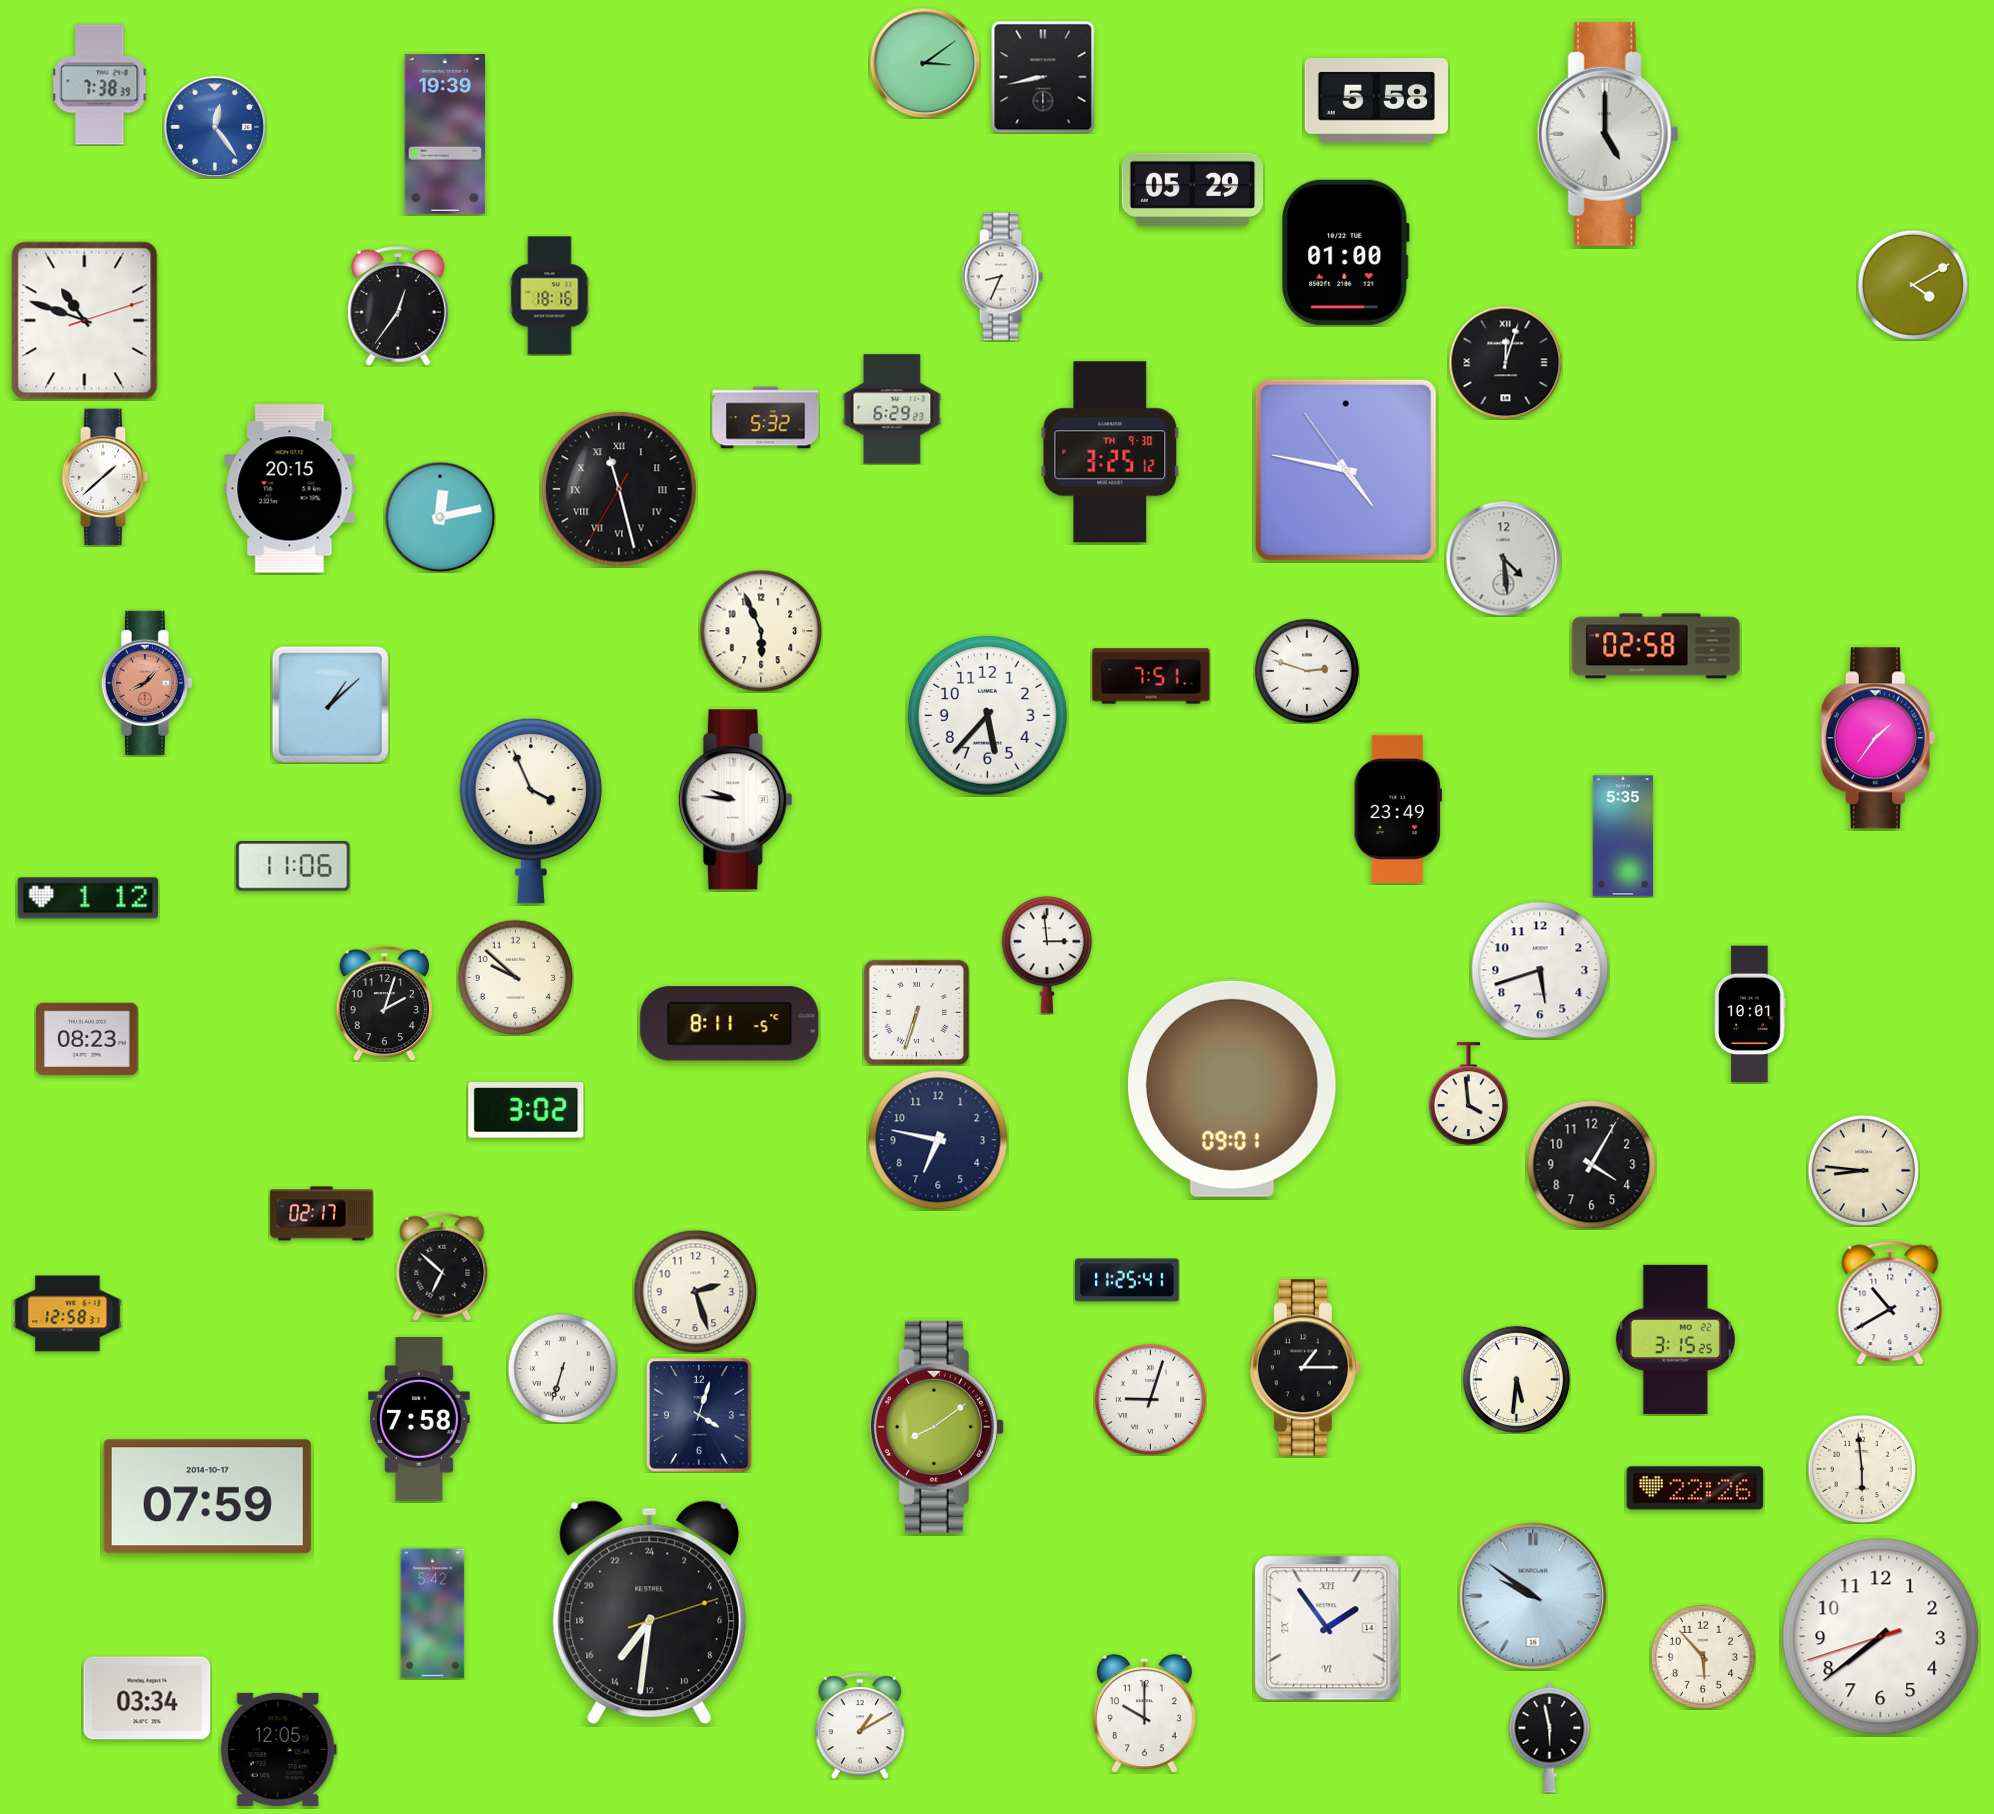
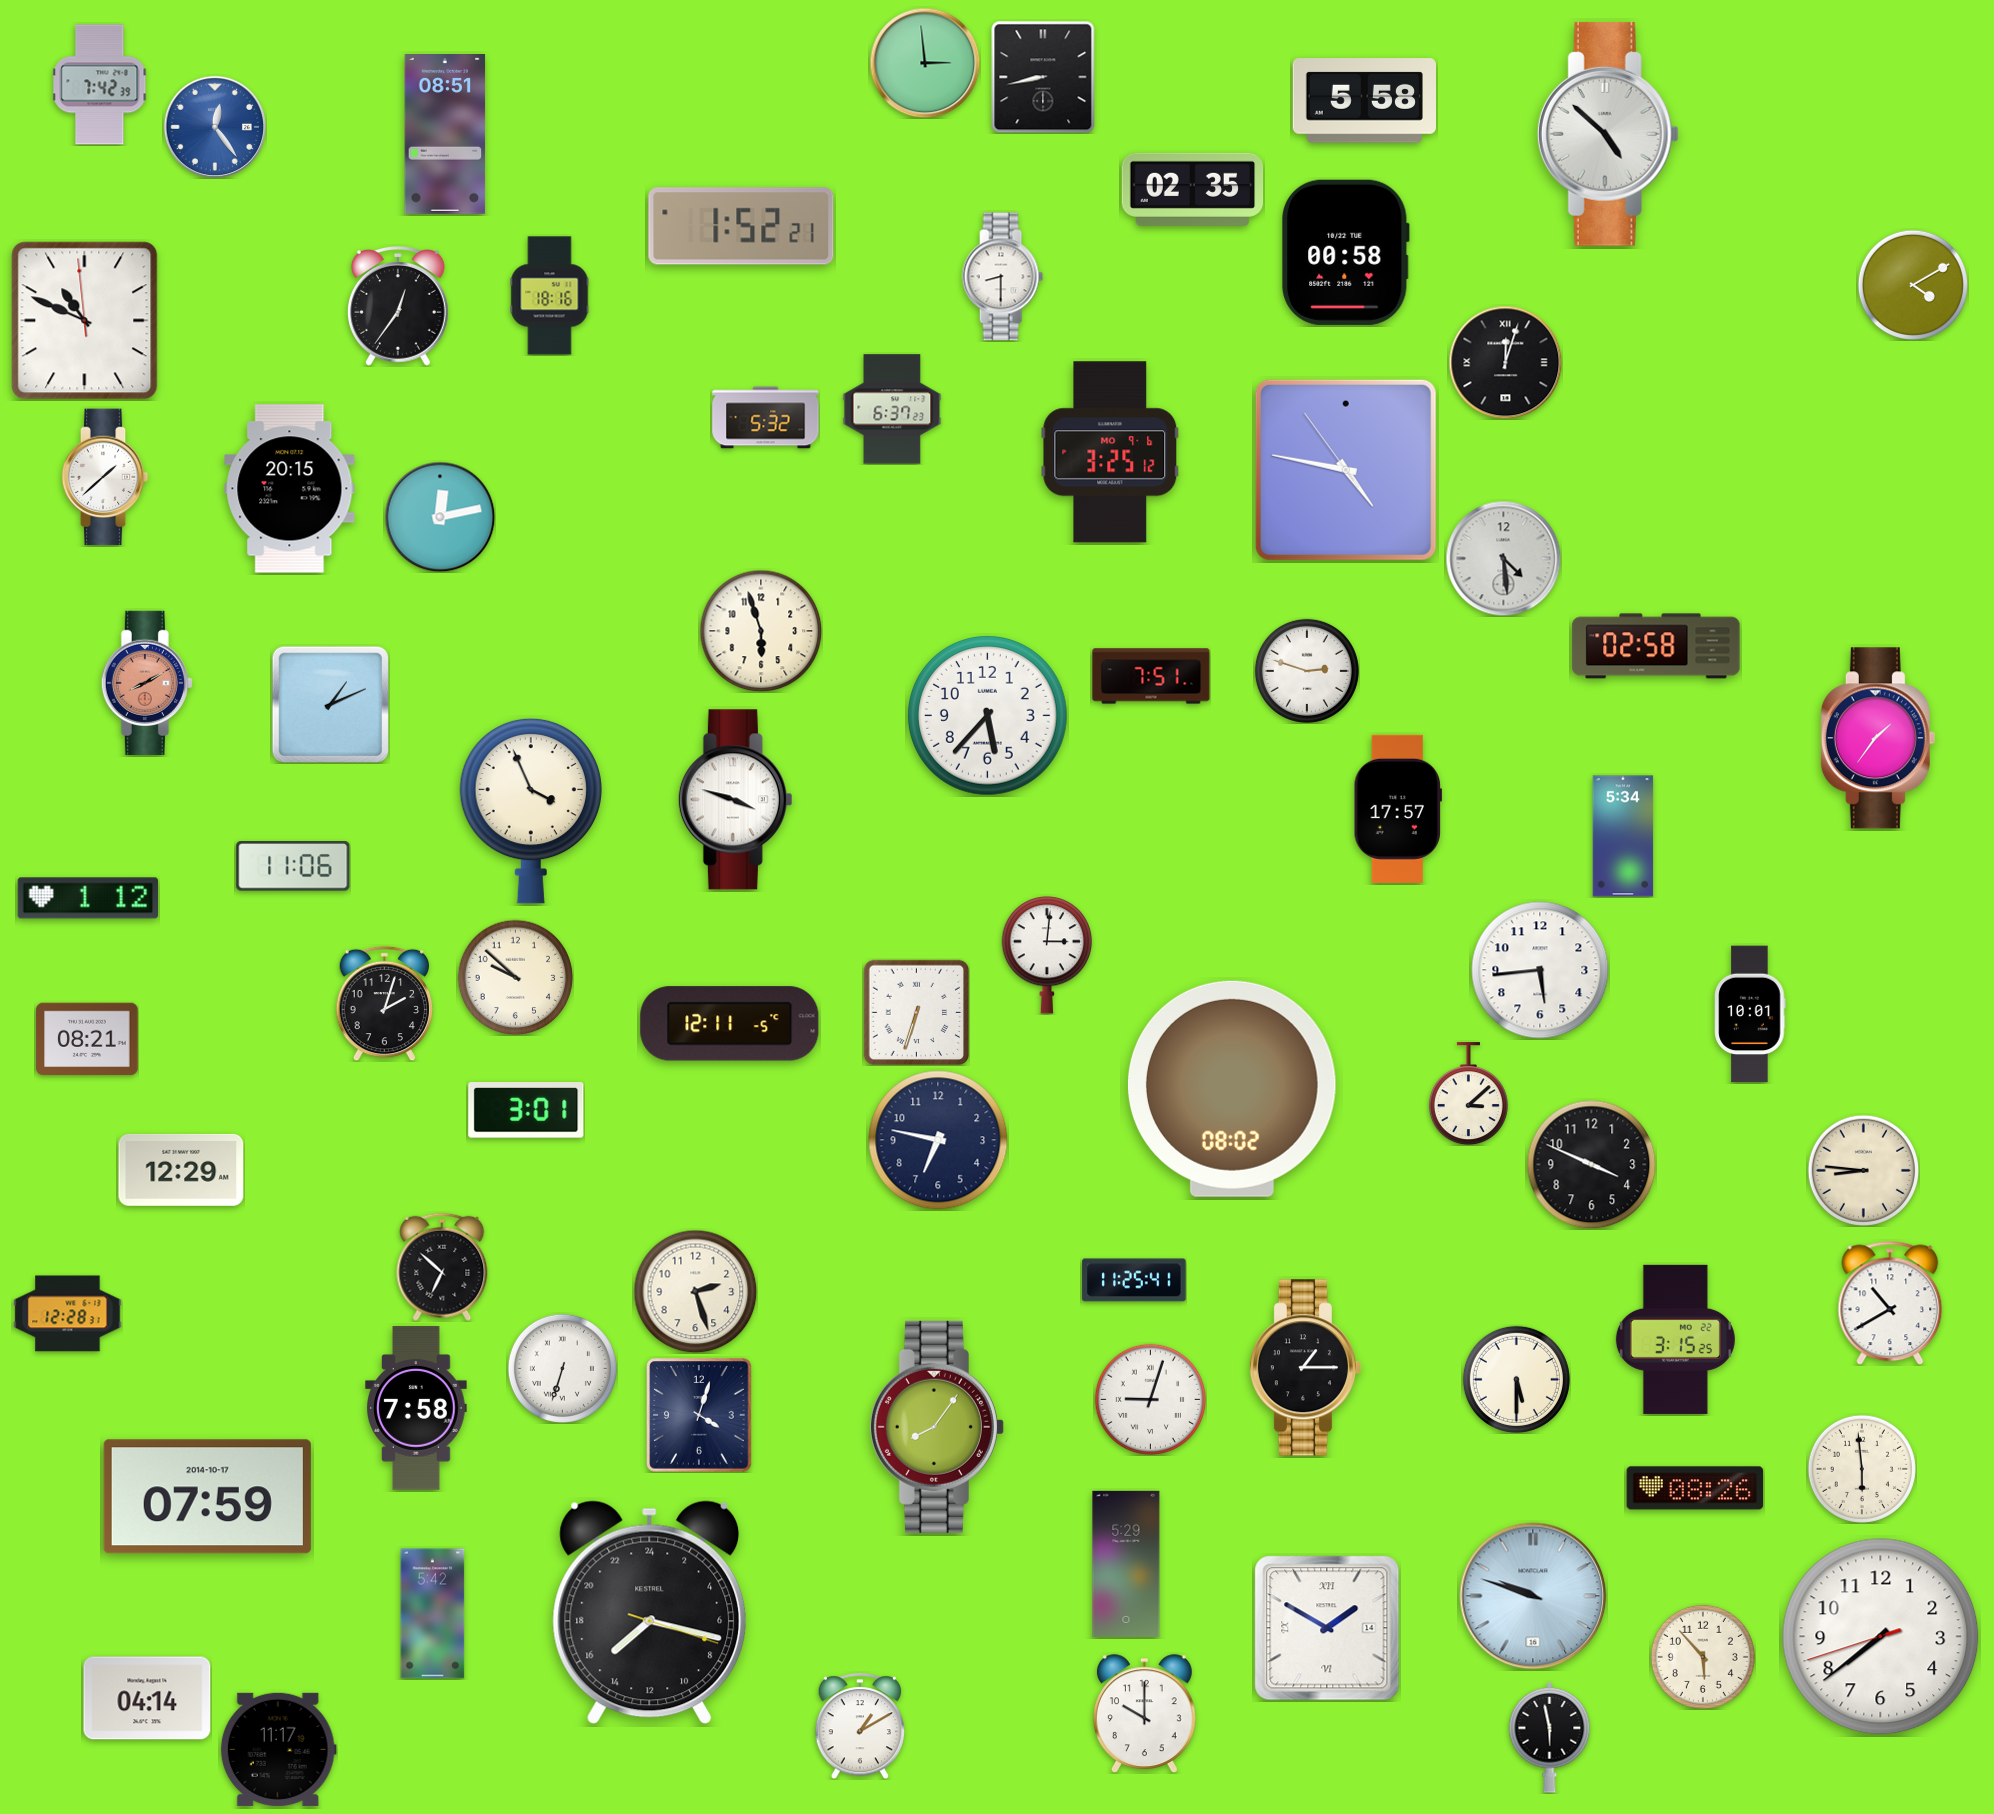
clock at (925, 63): 3:09 -> 2:59
clock at (100, 85): 7:38 -> 7:42
clock at (1376, 101) position: (1376, 101) -> (1364, 101)
clock at (1608, 134): 5:00 -> 4:52
clock at (445, 135): 19:39 -> 08:51
clock at (1193, 189): 05:29 -> 02:35
clock at (741, 226): none -> 1:52
clock at (1346, 252): 01:00 -> 00:58
clock at (1002, 277): 8:34 -> 8:30
clock at (85, 321): 10:48:12 -> 10:48:59
clock at (892, 409): 6:29 -> 6:37
clock at (1110, 452) date: TH 9-30 -> MO 9-6
clock at (619, 489): 11:27 -> none
clock at (761, 631): 5:56 -> 5:57
clock at (147, 683): 8:07 -> 8:10
clock at (330, 704): 1:08 -> 1:11
clock at (735, 800): 9:46 -> 3:48
clock at (1398, 809): 23:49 -> 17:57
clock at (1623, 836): 5:35 -> 5:34
clock at (1047, 955): 2:59 -> 3:01
clock at (1540, 970): 5:42 -> 5:44
clock at (730, 1024): 8:11 -> 12:11
clock at (87, 1039): 08:23 -> 08:21
clock at (1232, 1089): 09:01 -> 08:02
clock at (1468, 1094): 3:59 -> 3:08
clock at (526, 1110): 3:02 -> 3:01
clock at (1591, 1164): 4:05 -> 3:49
clock at (181, 1170): none -> 12:29
clock at (322, 1214): 02:17 -> none
clock at (1127, 1280) position: (1127, 1280) -> (1134, 1280)
clock at (68, 1314): 12:58 -> 12:28
clock at (1516, 1379): 5:31 -> 5:30
clock at (419, 1419) position: (419, 1419) -> (416, 1408)
clock at (937, 1427): 8:09 -> 8:06
clock at (1695, 1488): 22:26 -> 08:26
clock at (1126, 1564): none -> 5:29
clock at (1533, 1596): 9:51 -> 9:48
clock at (650, 1613): 14:31 -> 15:17
clock at (1327, 1628): 1:54 -> 1:50
clock at (147, 1698): 03:34 -> 04:14
clock at (278, 1749): 12:05 -> 11:17
